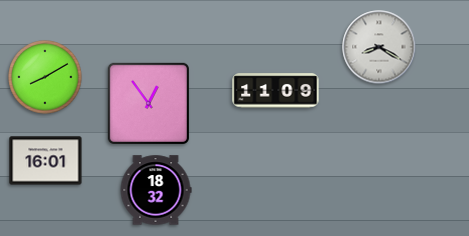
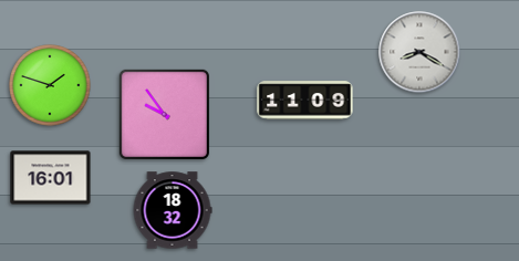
clock at (45, 77): 8:10 -> 1:48
clock at (148, 103): 12:54 -> 9:54
